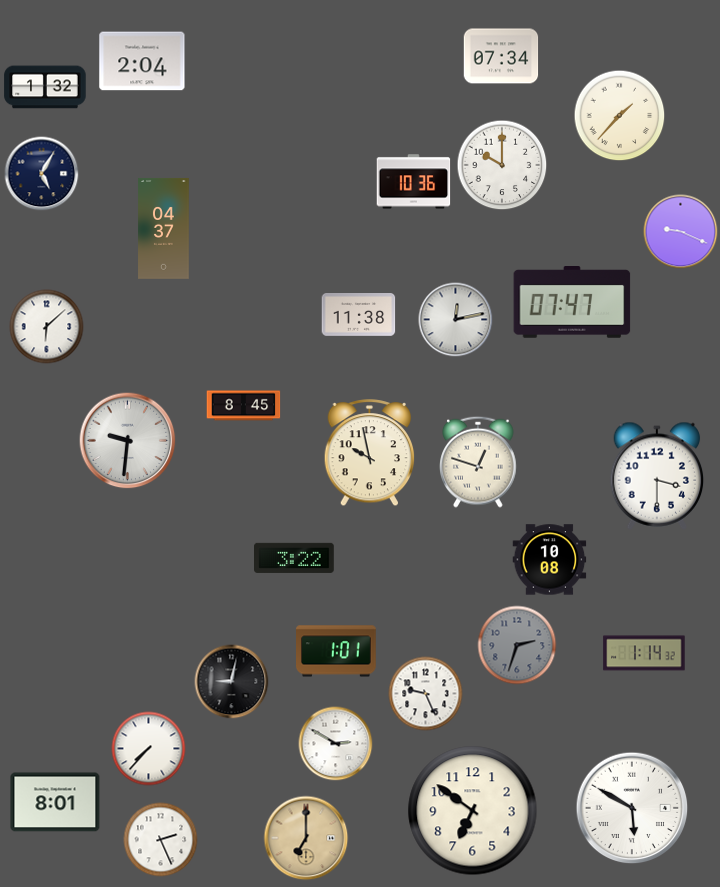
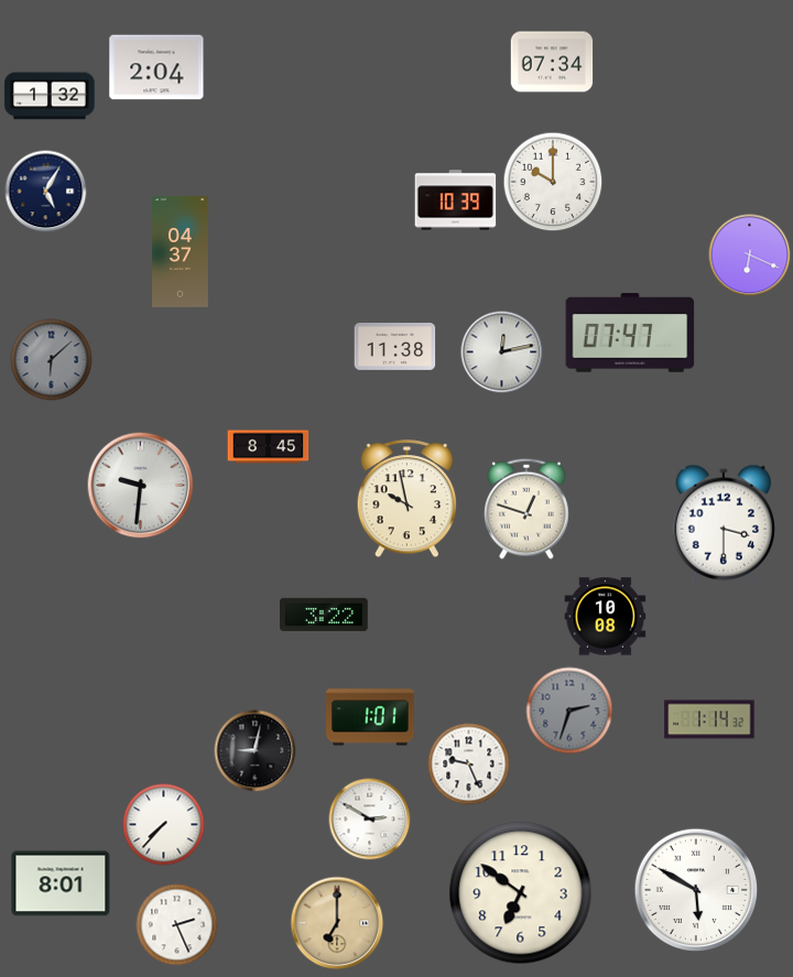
clock at (620, 116): 1:37 -> none
clock at (414, 182): 10:36 -> 10:39
clock at (681, 232): 9:19 -> 6:19
clock at (47, 327) dial: white -> grey
